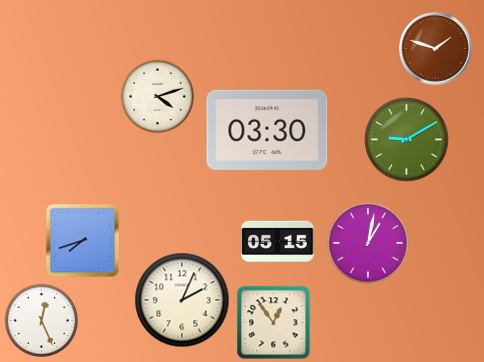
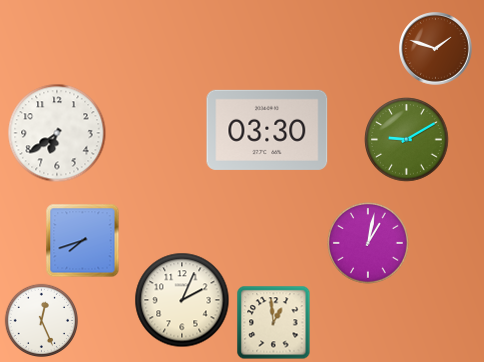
clock at (157, 96): 4:12 -> none
clock at (57, 133): none -> 6:39
clock at (278, 241): 05:15 -> none
clock at (274, 323): 12:54 -> 12:59
